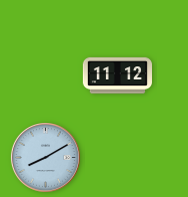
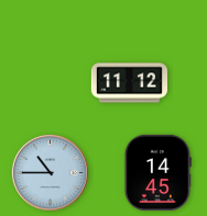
clock at (45, 157): 8:10 -> 10:45
clock at (157, 172): none -> 14:45
